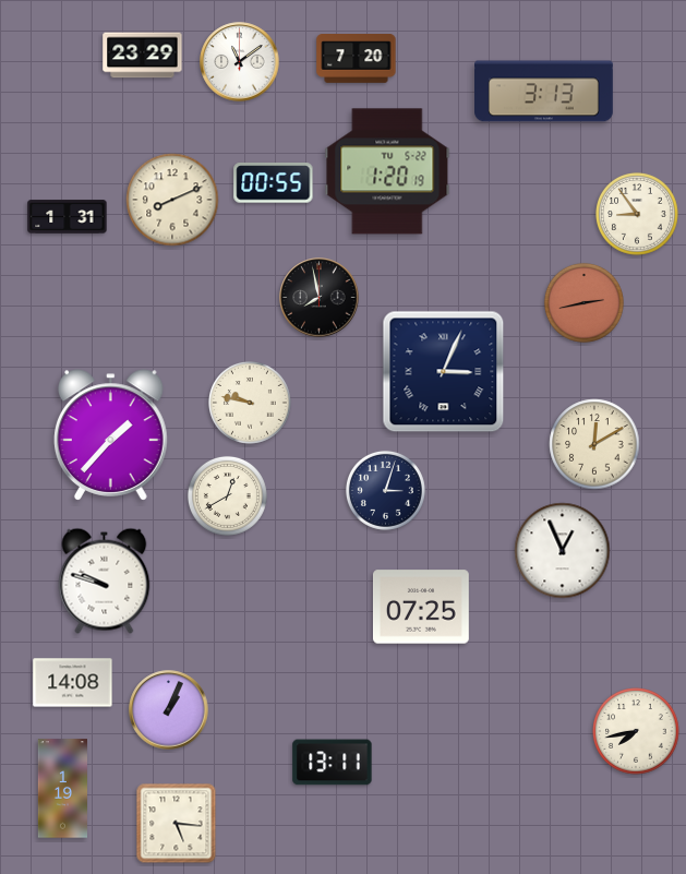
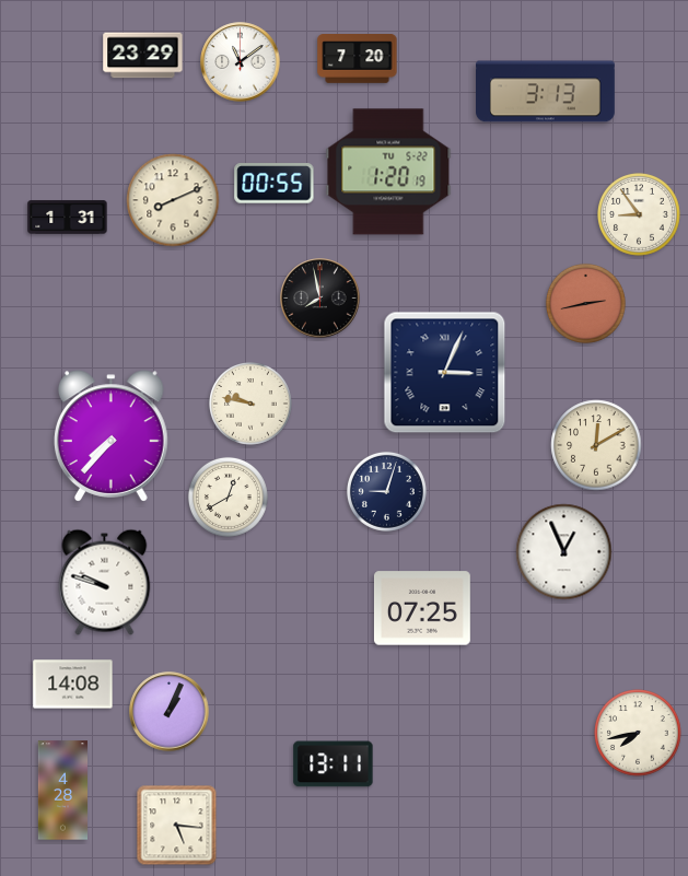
clock at (111, 435): 1:37 -> 7:37
clock at (385, 490): 3:03 -> 9:03
clock at (62, 789): 1:19 -> 4:28
